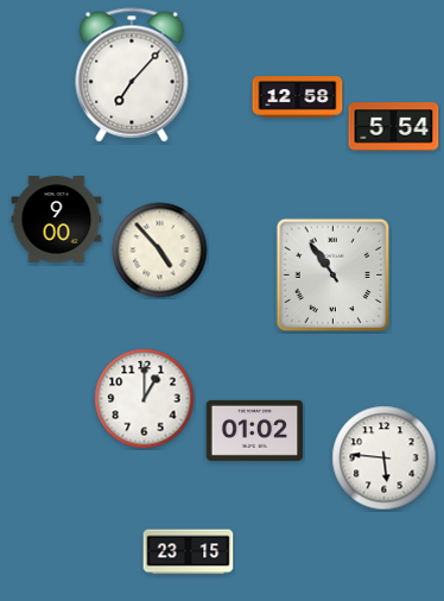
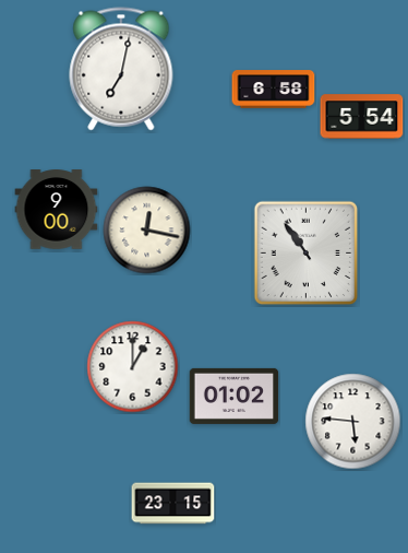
clock at (132, 75): 7:07 -> 7:02
clock at (298, 97): 12:58 -> 6:58
clock at (57, 220) position: (57, 220) -> (57, 210)
clock at (160, 251): 4:53 -> 12:17
clock at (189, 552) position: (189, 552) -> (173, 504)
